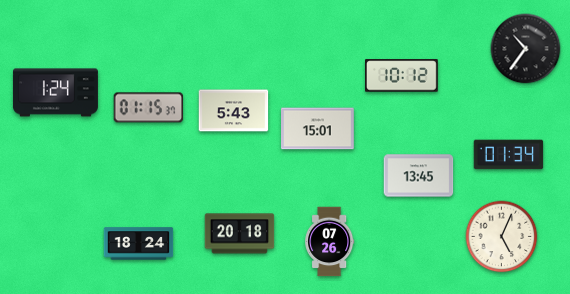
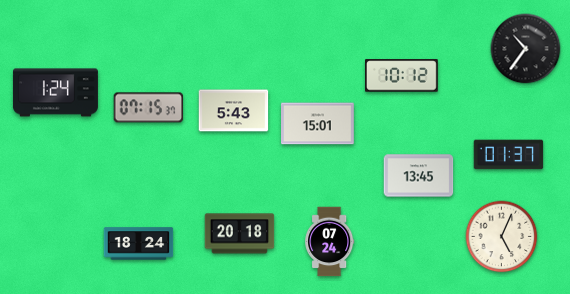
clock at (149, 108): 01:15 -> 07:15
clock at (318, 129) position: (318, 129) -> (318, 124)
clock at (509, 155): 01:34 -> 01:37
clock at (330, 242): 07:26 -> 07:24
